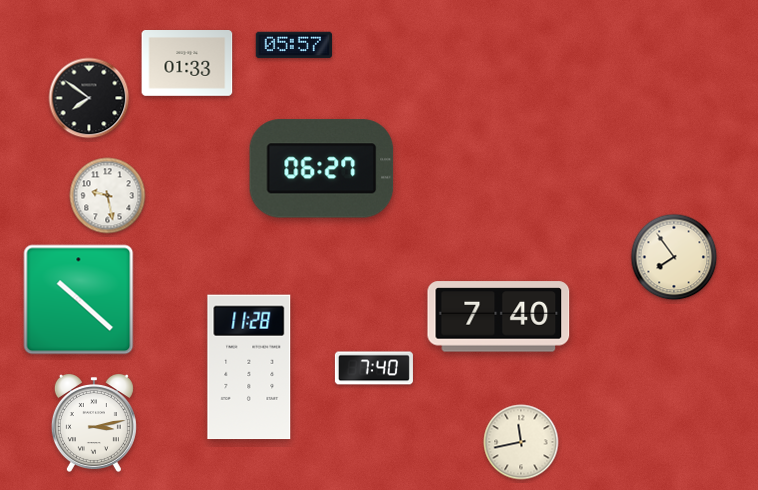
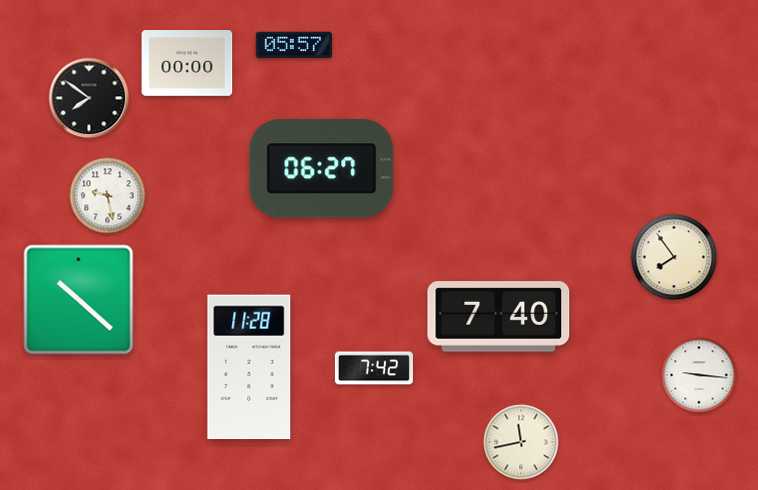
clock at (187, 64): 01:33 -> 00:00
clock at (374, 368): 7:40 -> 7:42
clock at (699, 375): none -> 9:16
clock at (94, 423): 3:13 -> none
